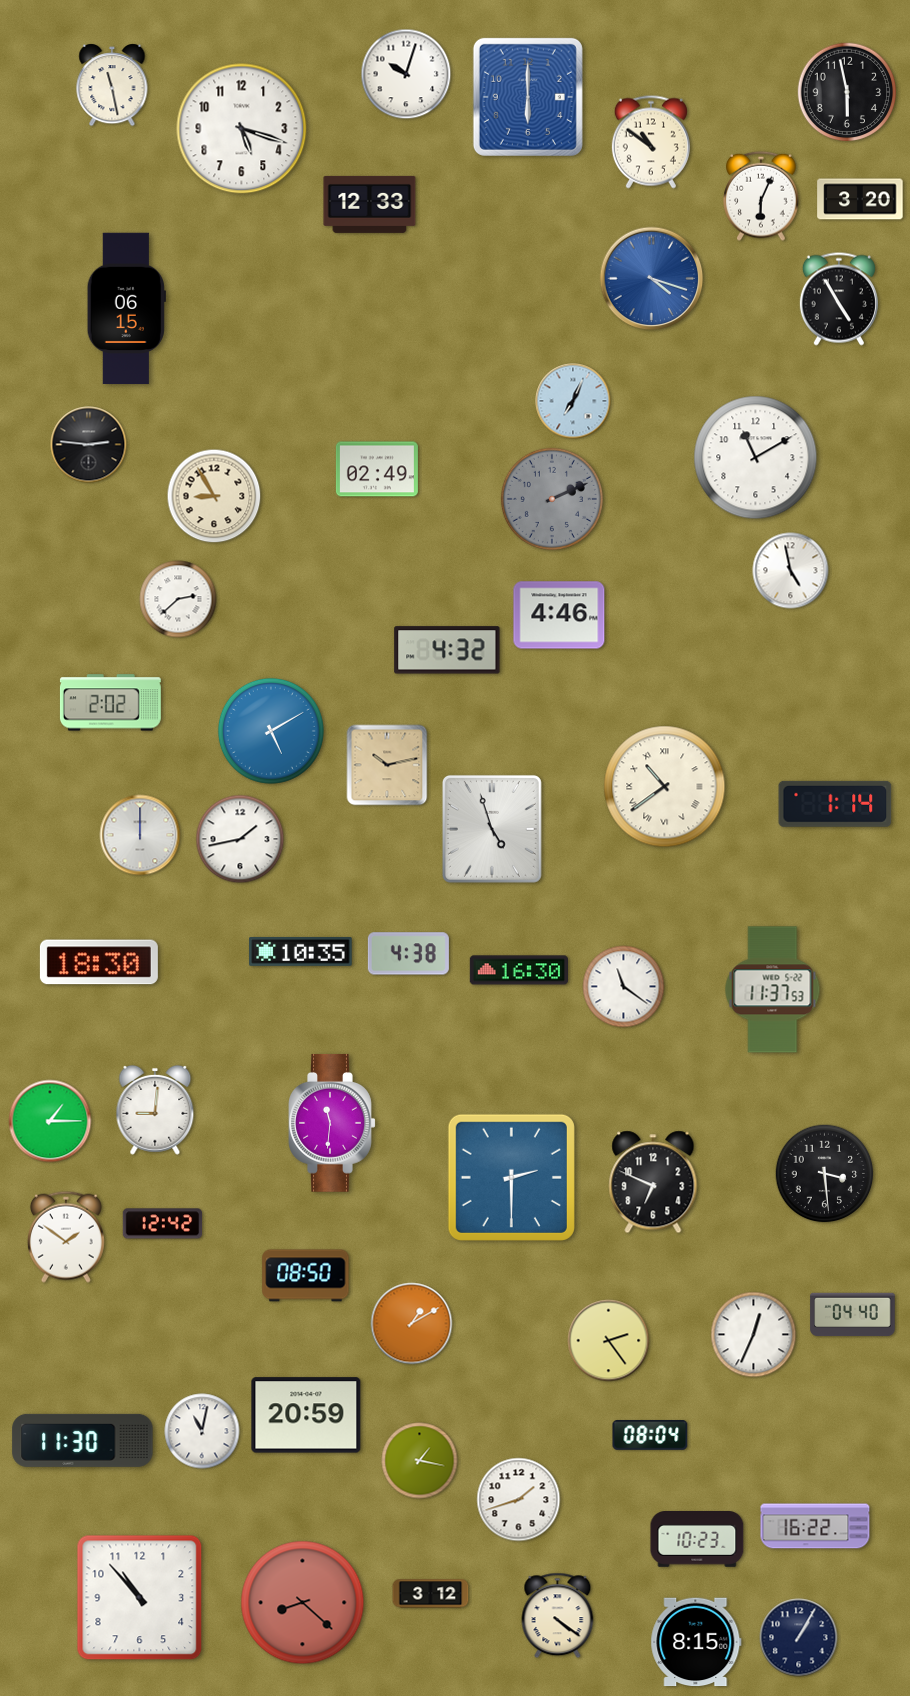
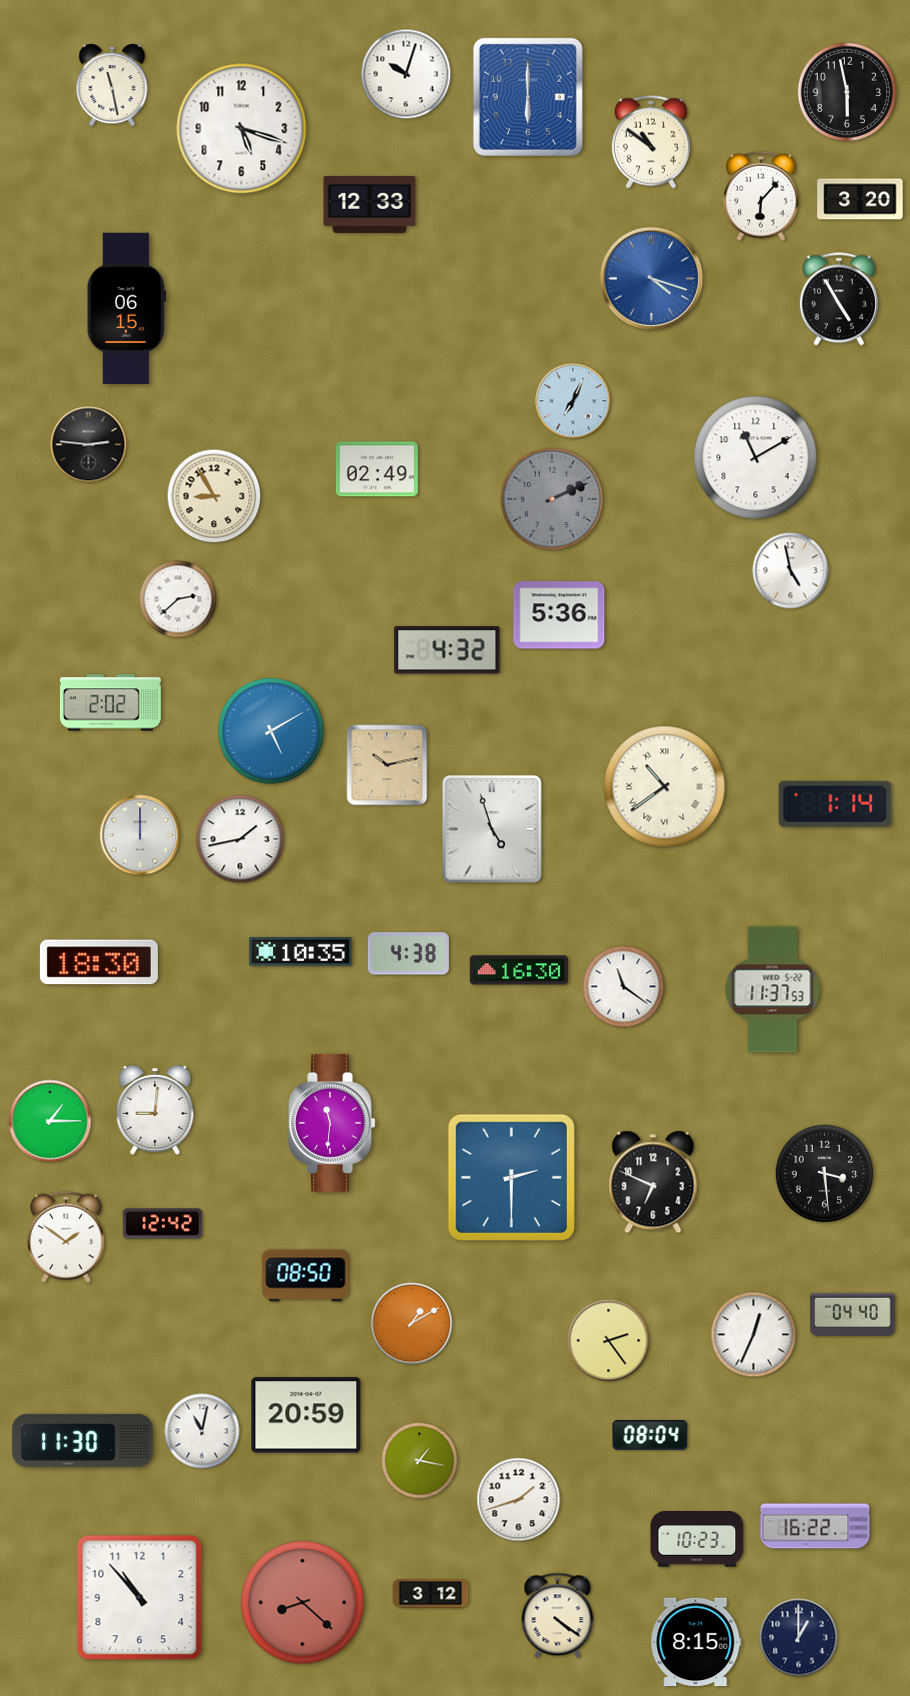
clock at (761, 196): 6:04 -> 6:07
clock at (559, 615): 4:46 -> 5:36
clock at (799, 1638): 1:05 -> 1:00
